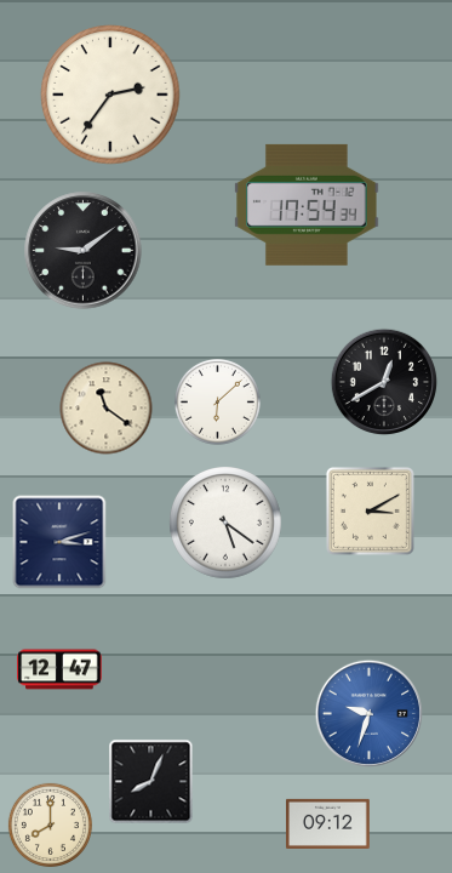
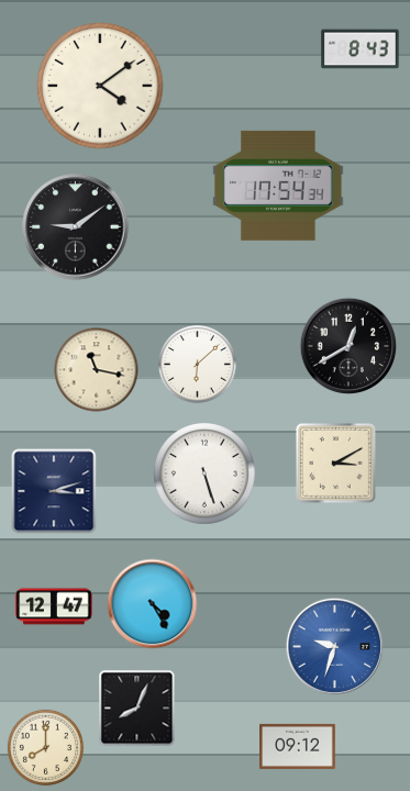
clock at (361, 49): none -> 8:43
clock at (110, 95): 2:36 -> 4:09
clock at (107, 409): 11:21 -> 11:17
clock at (225, 523): 5:21 -> 5:27
clock at (153, 604): none -> 4:25
